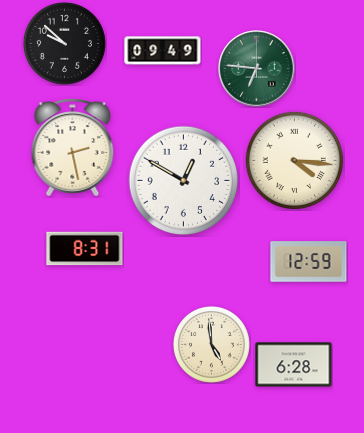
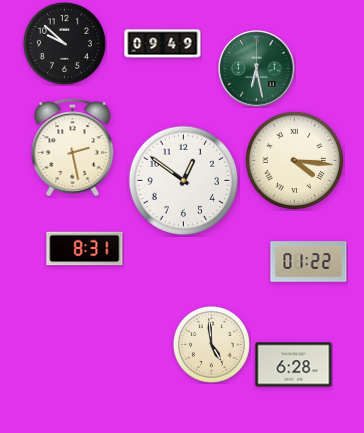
clock at (163, 51) position: (163, 51) -> (163, 44)
clock at (257, 69): 6:46 -> 6:28
clock at (184, 181): 12:50 -> 12:51
clock at (309, 262): 12:59 -> 01:22
